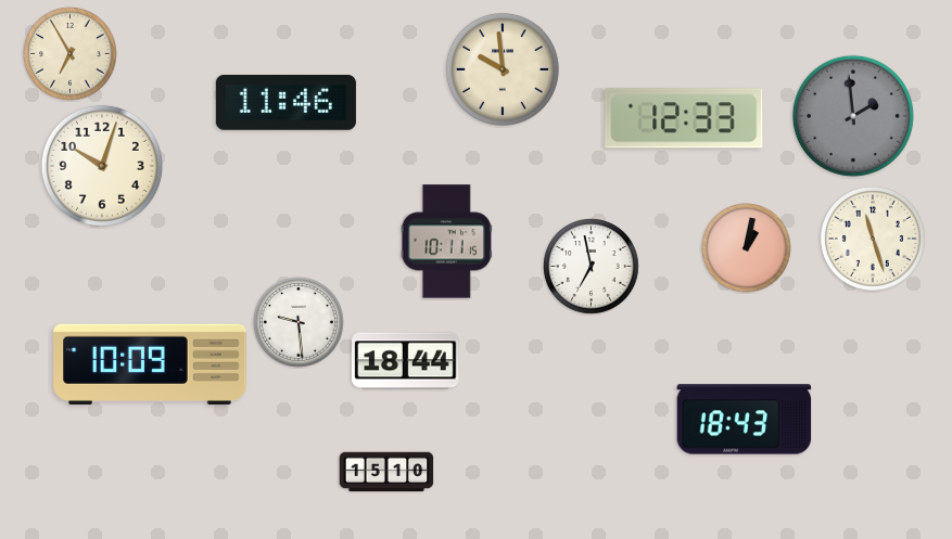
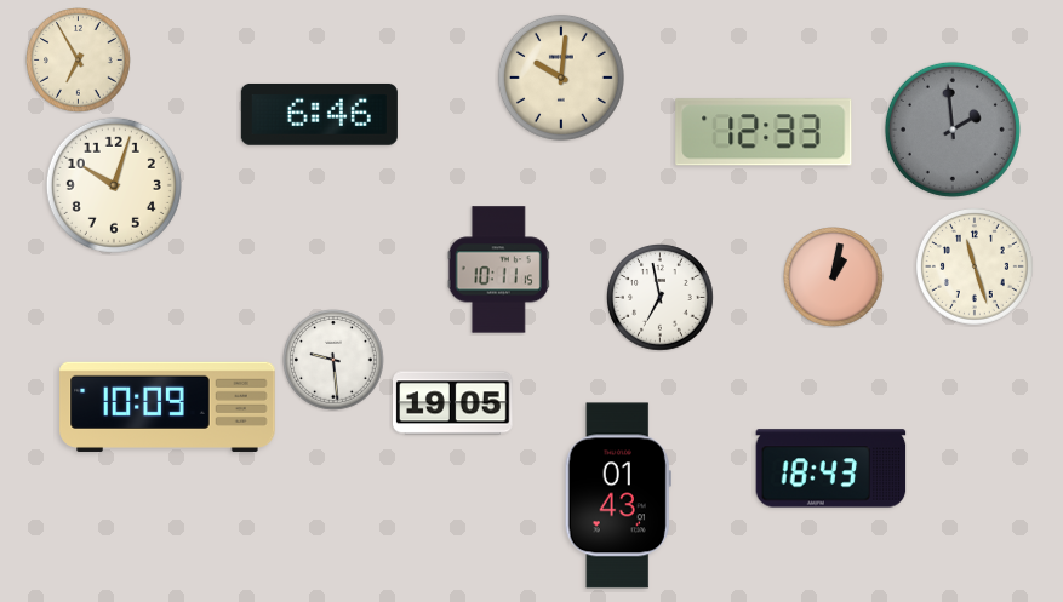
clock at (503, 69): 9:59 -> 10:01
clock at (285, 102): 11:46 -> 6:46
clock at (406, 361): 18:44 -> 19:05
clock at (618, 495): none -> 01:43
clock at (386, 472): 15:10 -> none
